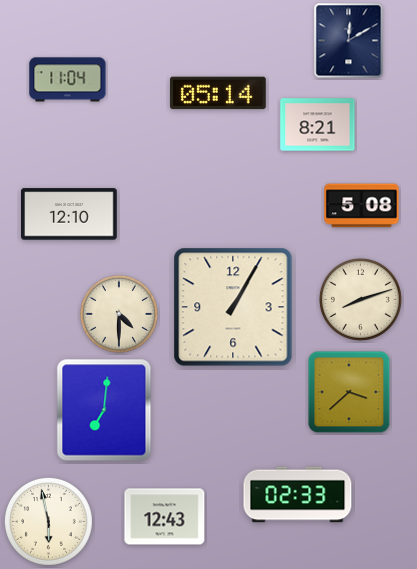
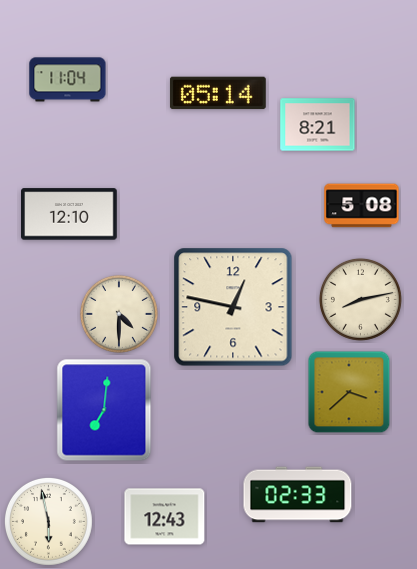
clock at (349, 41): 12:10 -> none
clock at (360, 299): 8:12 -> 8:13
clock at (233, 307): 1:05 -> 12:47
